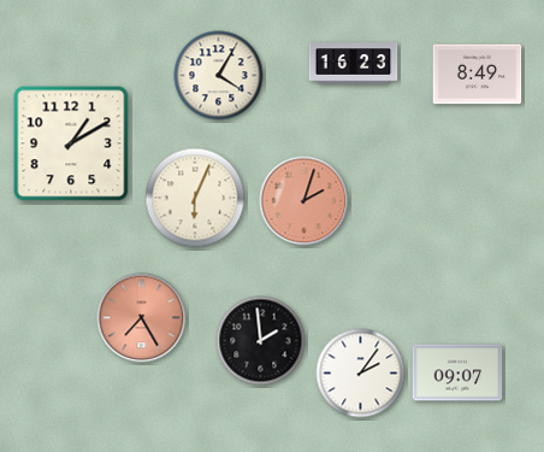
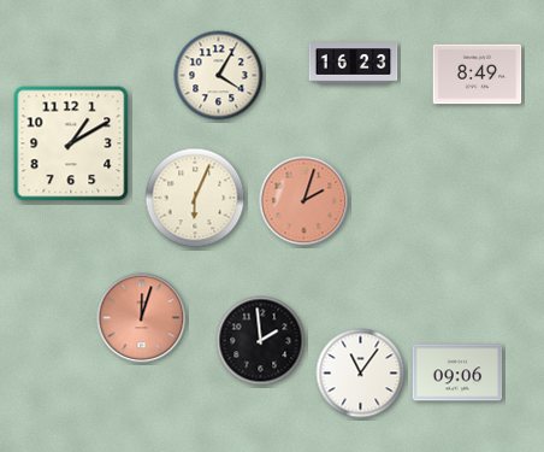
clock at (142, 318): 7:25 -> 12:03
clock at (457, 372): 09:07 -> 09:06
clock at (361, 374): 2:06 -> 11:06
